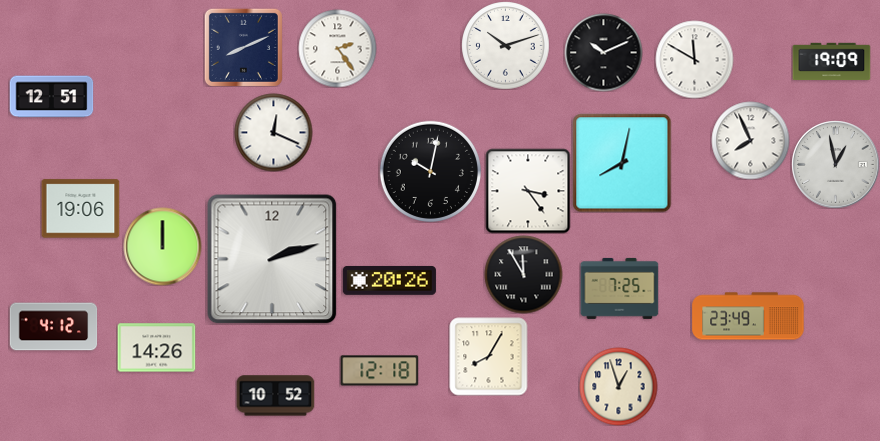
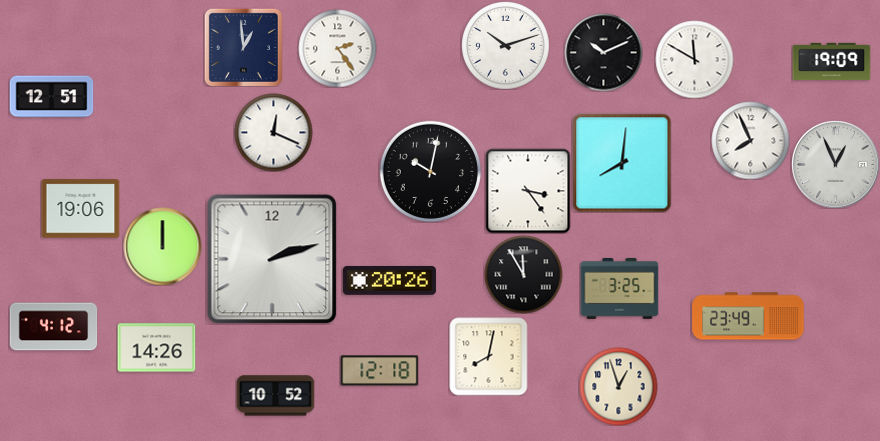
clock at (243, 47): 8:11 -> 12:59
clock at (622, 163): 8:02 -> 8:01
clock at (835, 164): 12:58 -> 12:56
clock at (619, 288): 7:25 -> 3:25
clock at (488, 356): 8:05 -> 8:02
